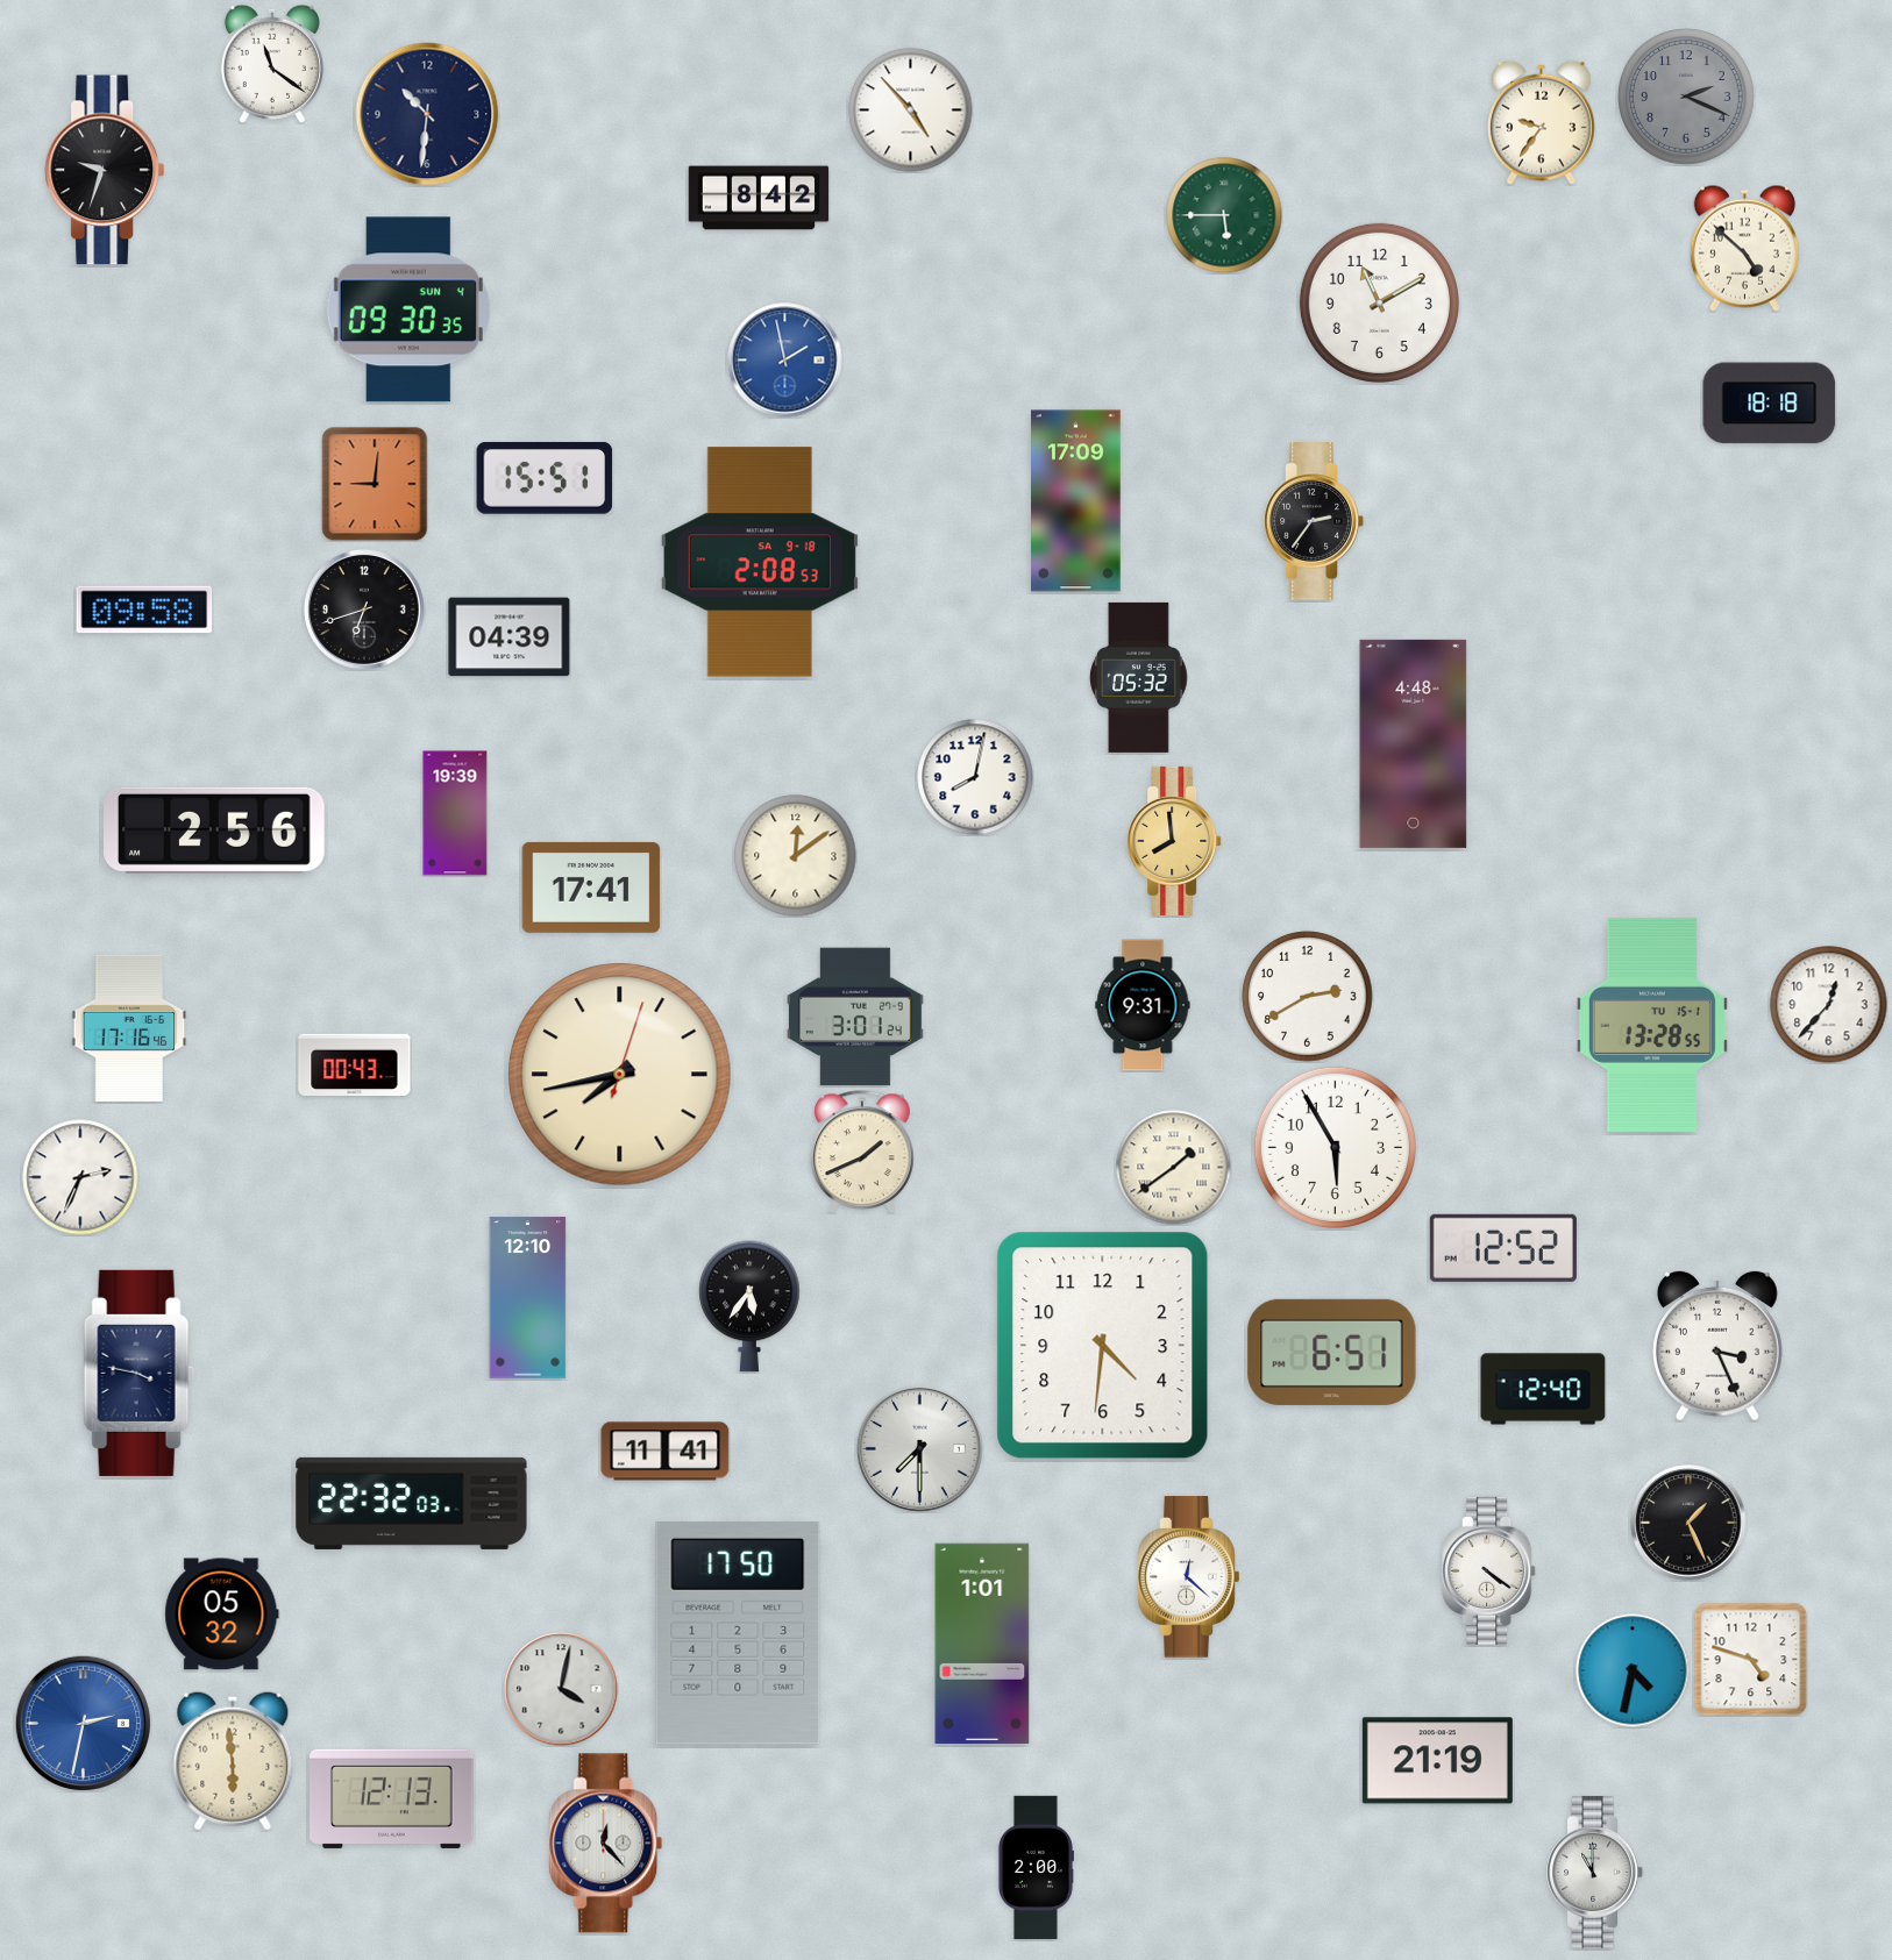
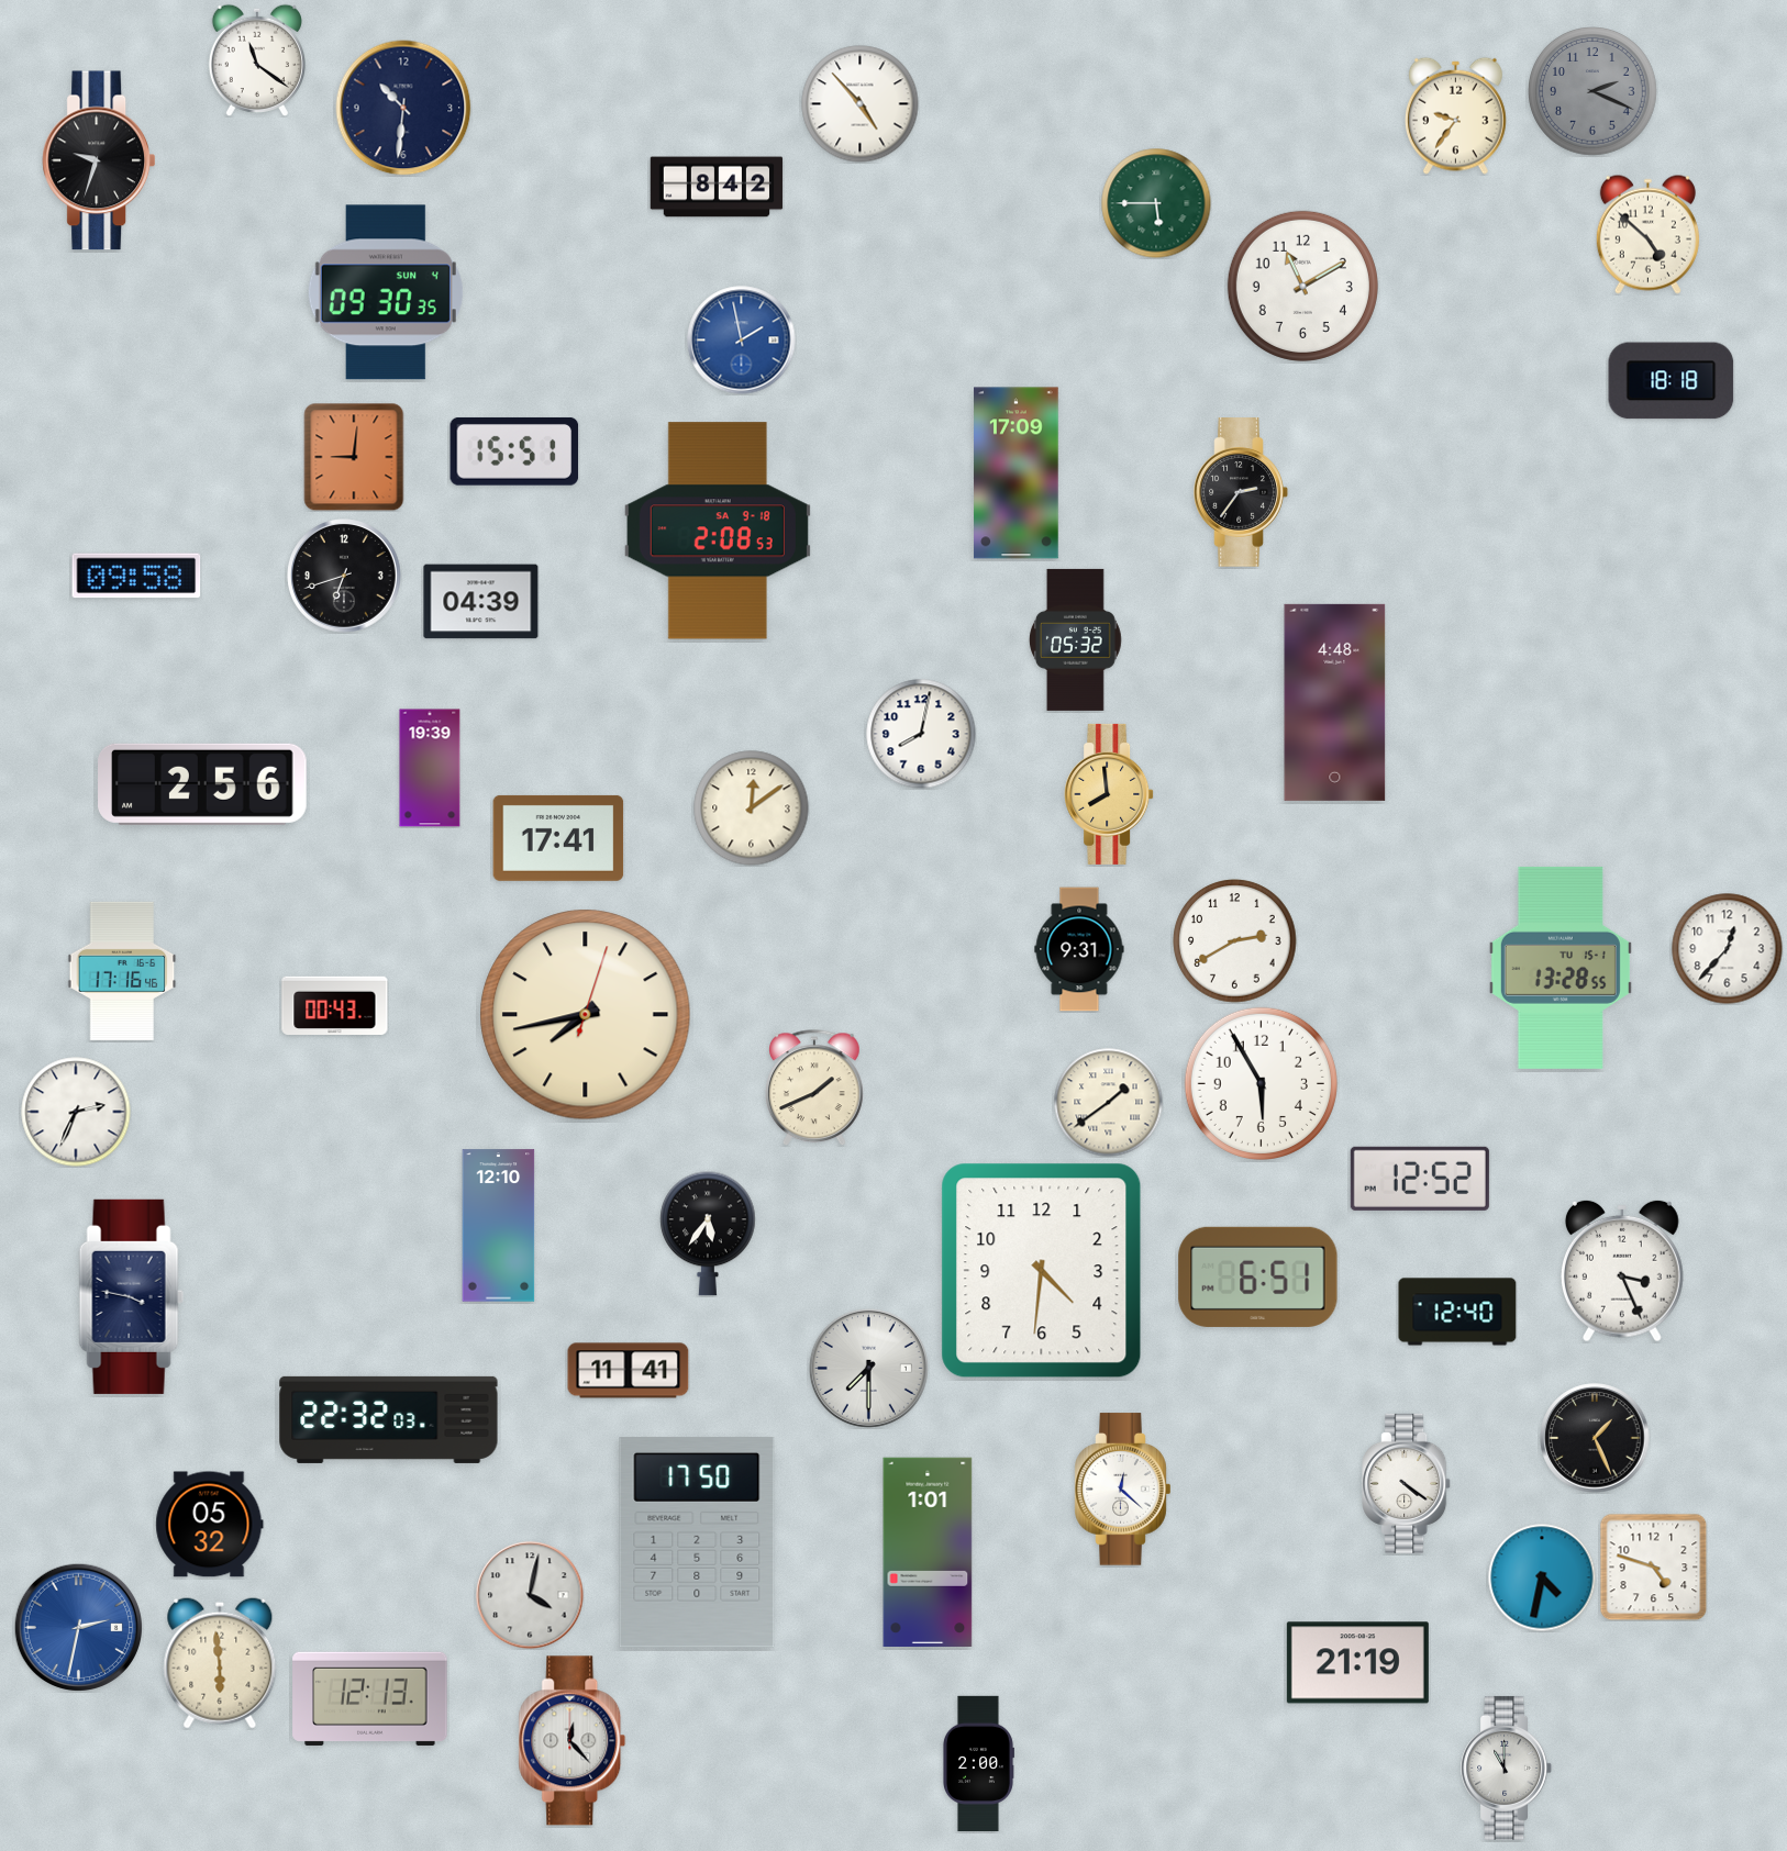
clock at (855, 1017): 3:01 -> none
